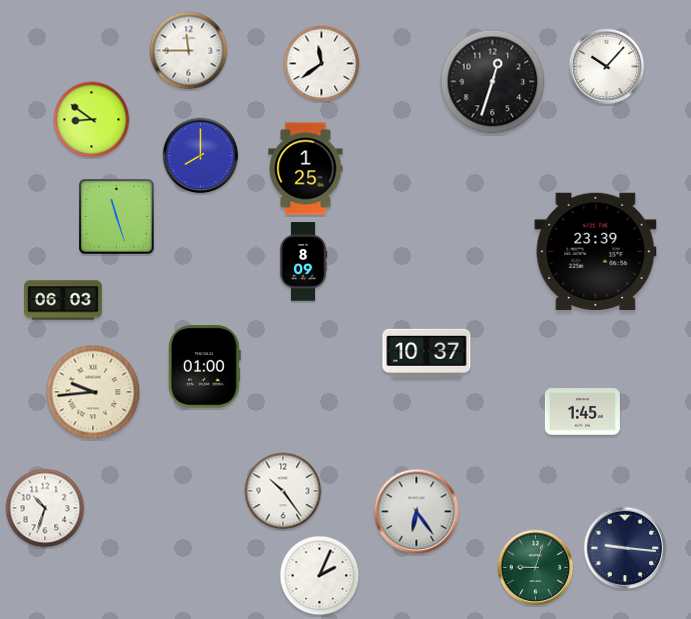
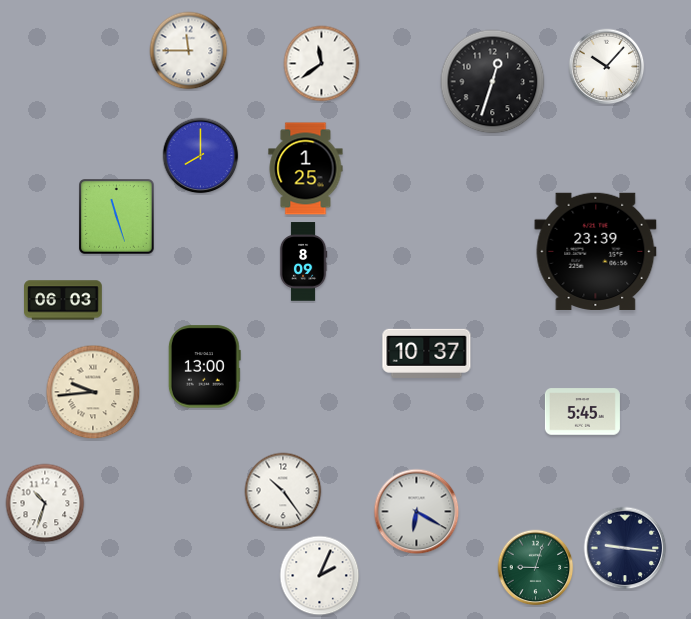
clock at (92, 120): 8:51 -> none
clock at (204, 367): 01:00 -> 13:00
clock at (582, 412): 1:45 -> 5:45
clock at (45, 508) position: (45, 508) -> (45, 503)
clock at (417, 512): 6:24 -> 6:20
